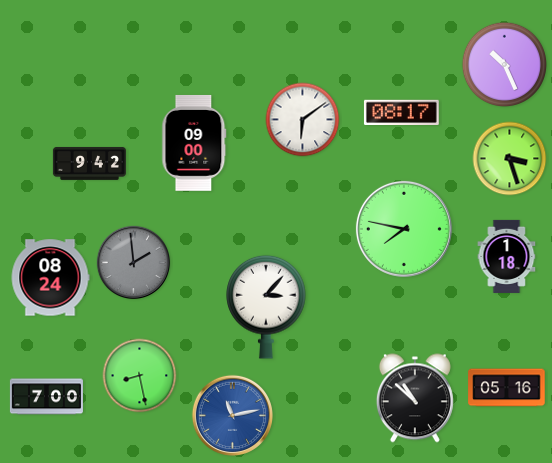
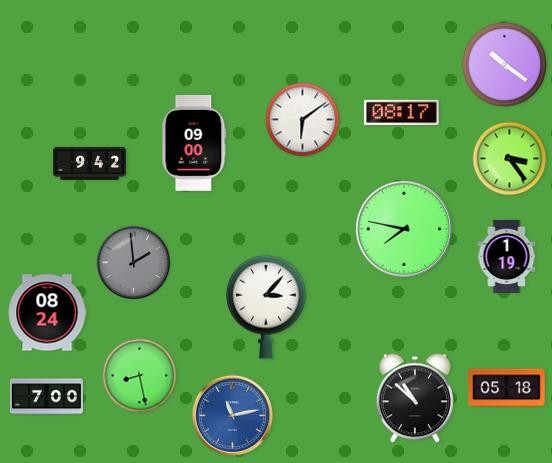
clock at (504, 64): 10:26 -> 10:21
clock at (510, 159): 3:27 -> 3:24
clock at (507, 256): 1:18 -> 1:19
clock at (50, 278) position: (50, 278) -> (47, 313)
clock at (507, 388): 05:16 -> 05:18
